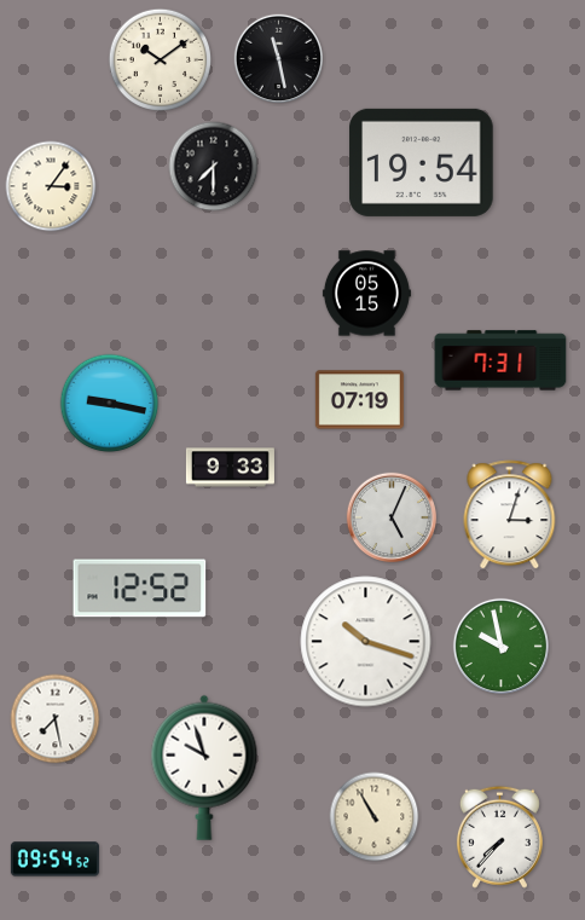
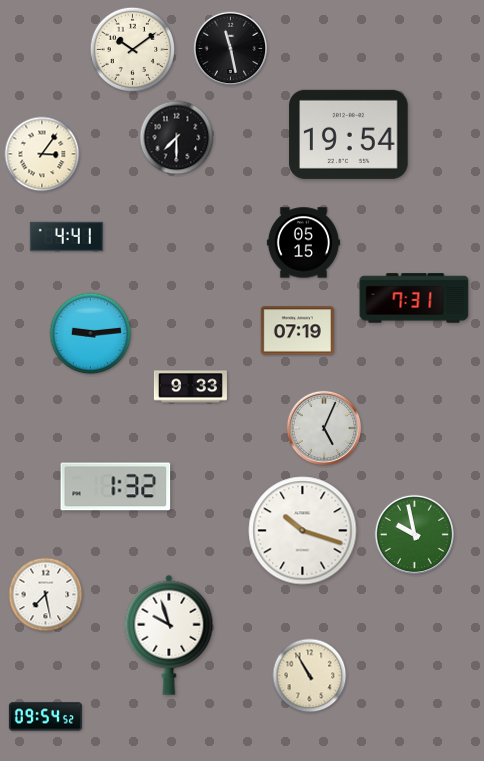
clock at (66, 237): none -> 4:41
clock at (110, 404): 9:17 -> 9:14
clock at (510, 515): 3:03 -> none
clock at (140, 589): 12:52 -> 1:32
clock at (499, 837): 7:37 -> none
clock at (54, 860) position: (54, 860) -> (45, 717)
